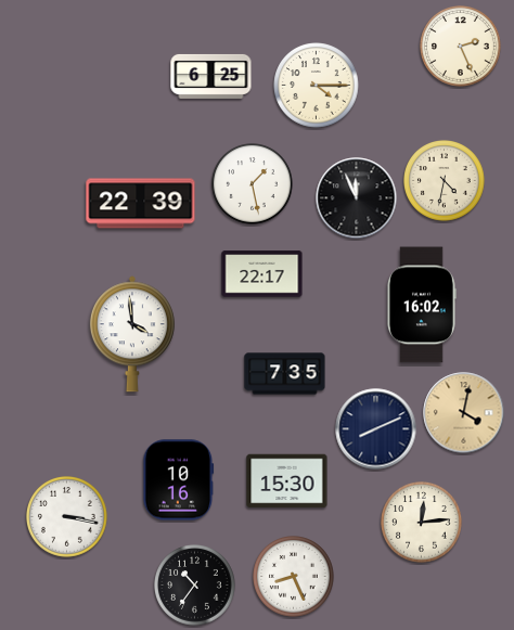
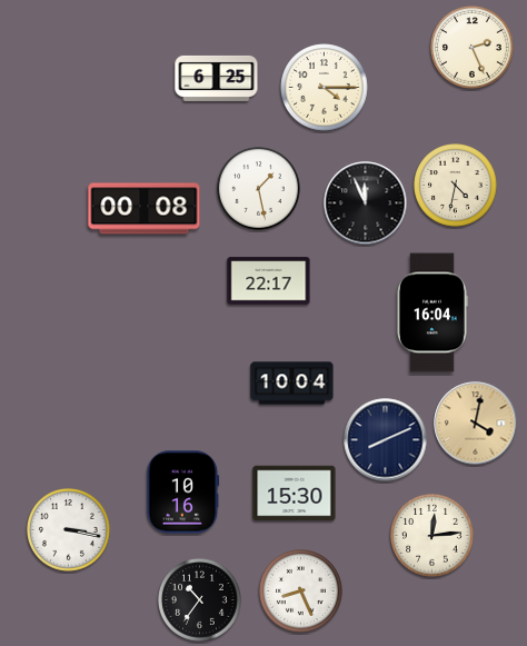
clock at (141, 204): 22:39 -> 00:08
clock at (422, 305): 16:02 -> 16:04
clock at (132, 334): 3:59 -> none
clock at (285, 374): 7:35 -> 10:04
